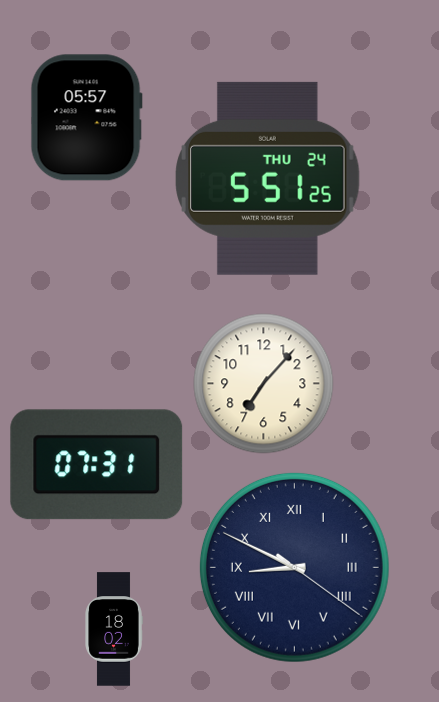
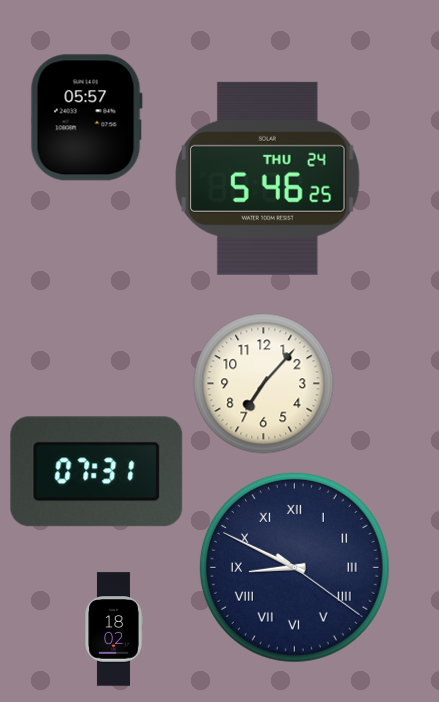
clock at (268, 178): 5:51 -> 5:46
clock at (97, 465) position: (97, 465) -> (97, 472)
